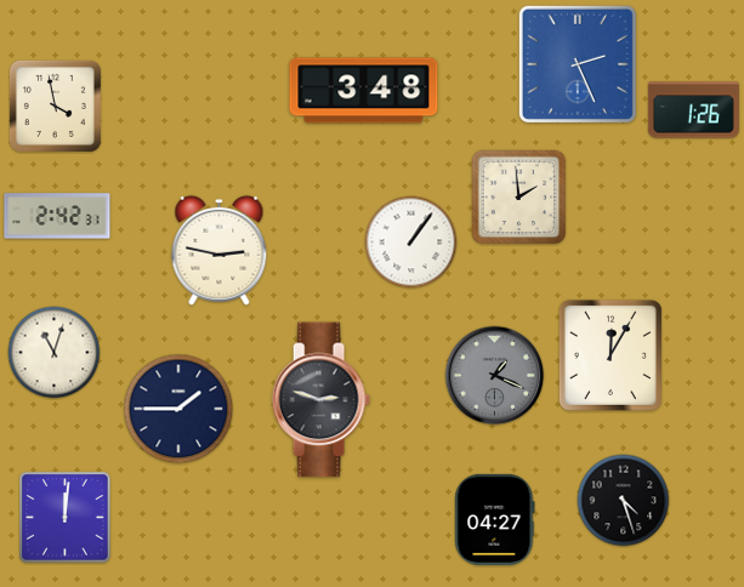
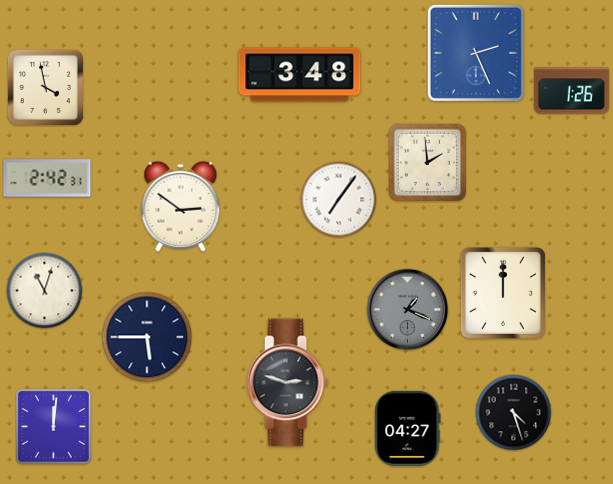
clock at (411, 243): 1:06 -> 7:06
clock at (220, 250): 2:47 -> 2:51
clock at (610, 355): 12:05 -> 12:00
clock at (320, 400) position: (320, 400) -> (287, 383)
clock at (178, 409): 1:45 -> 5:45
